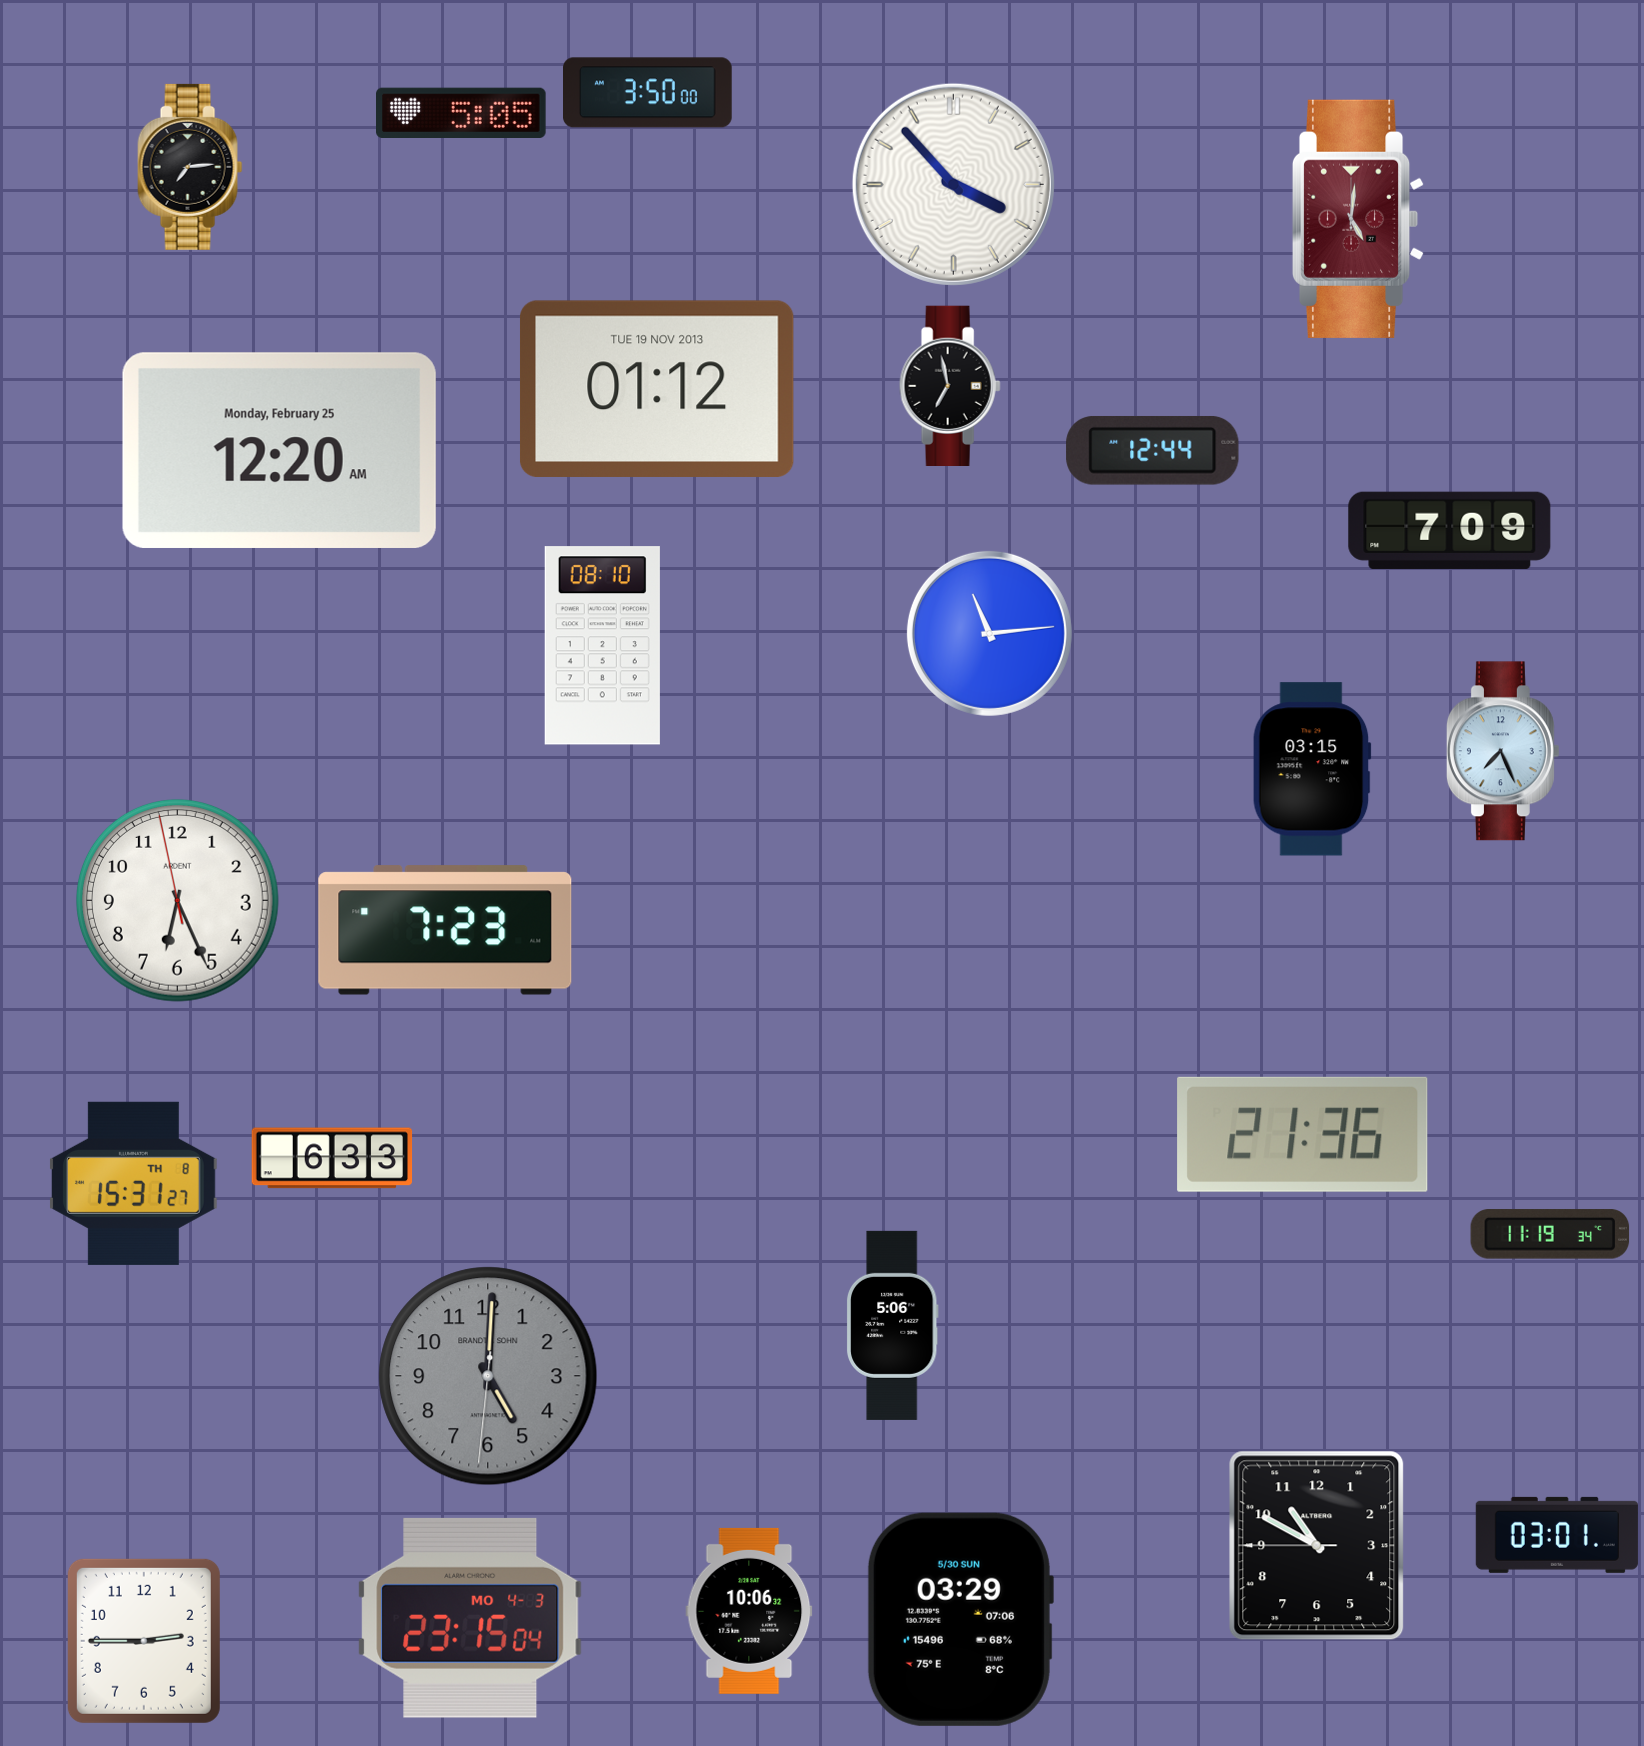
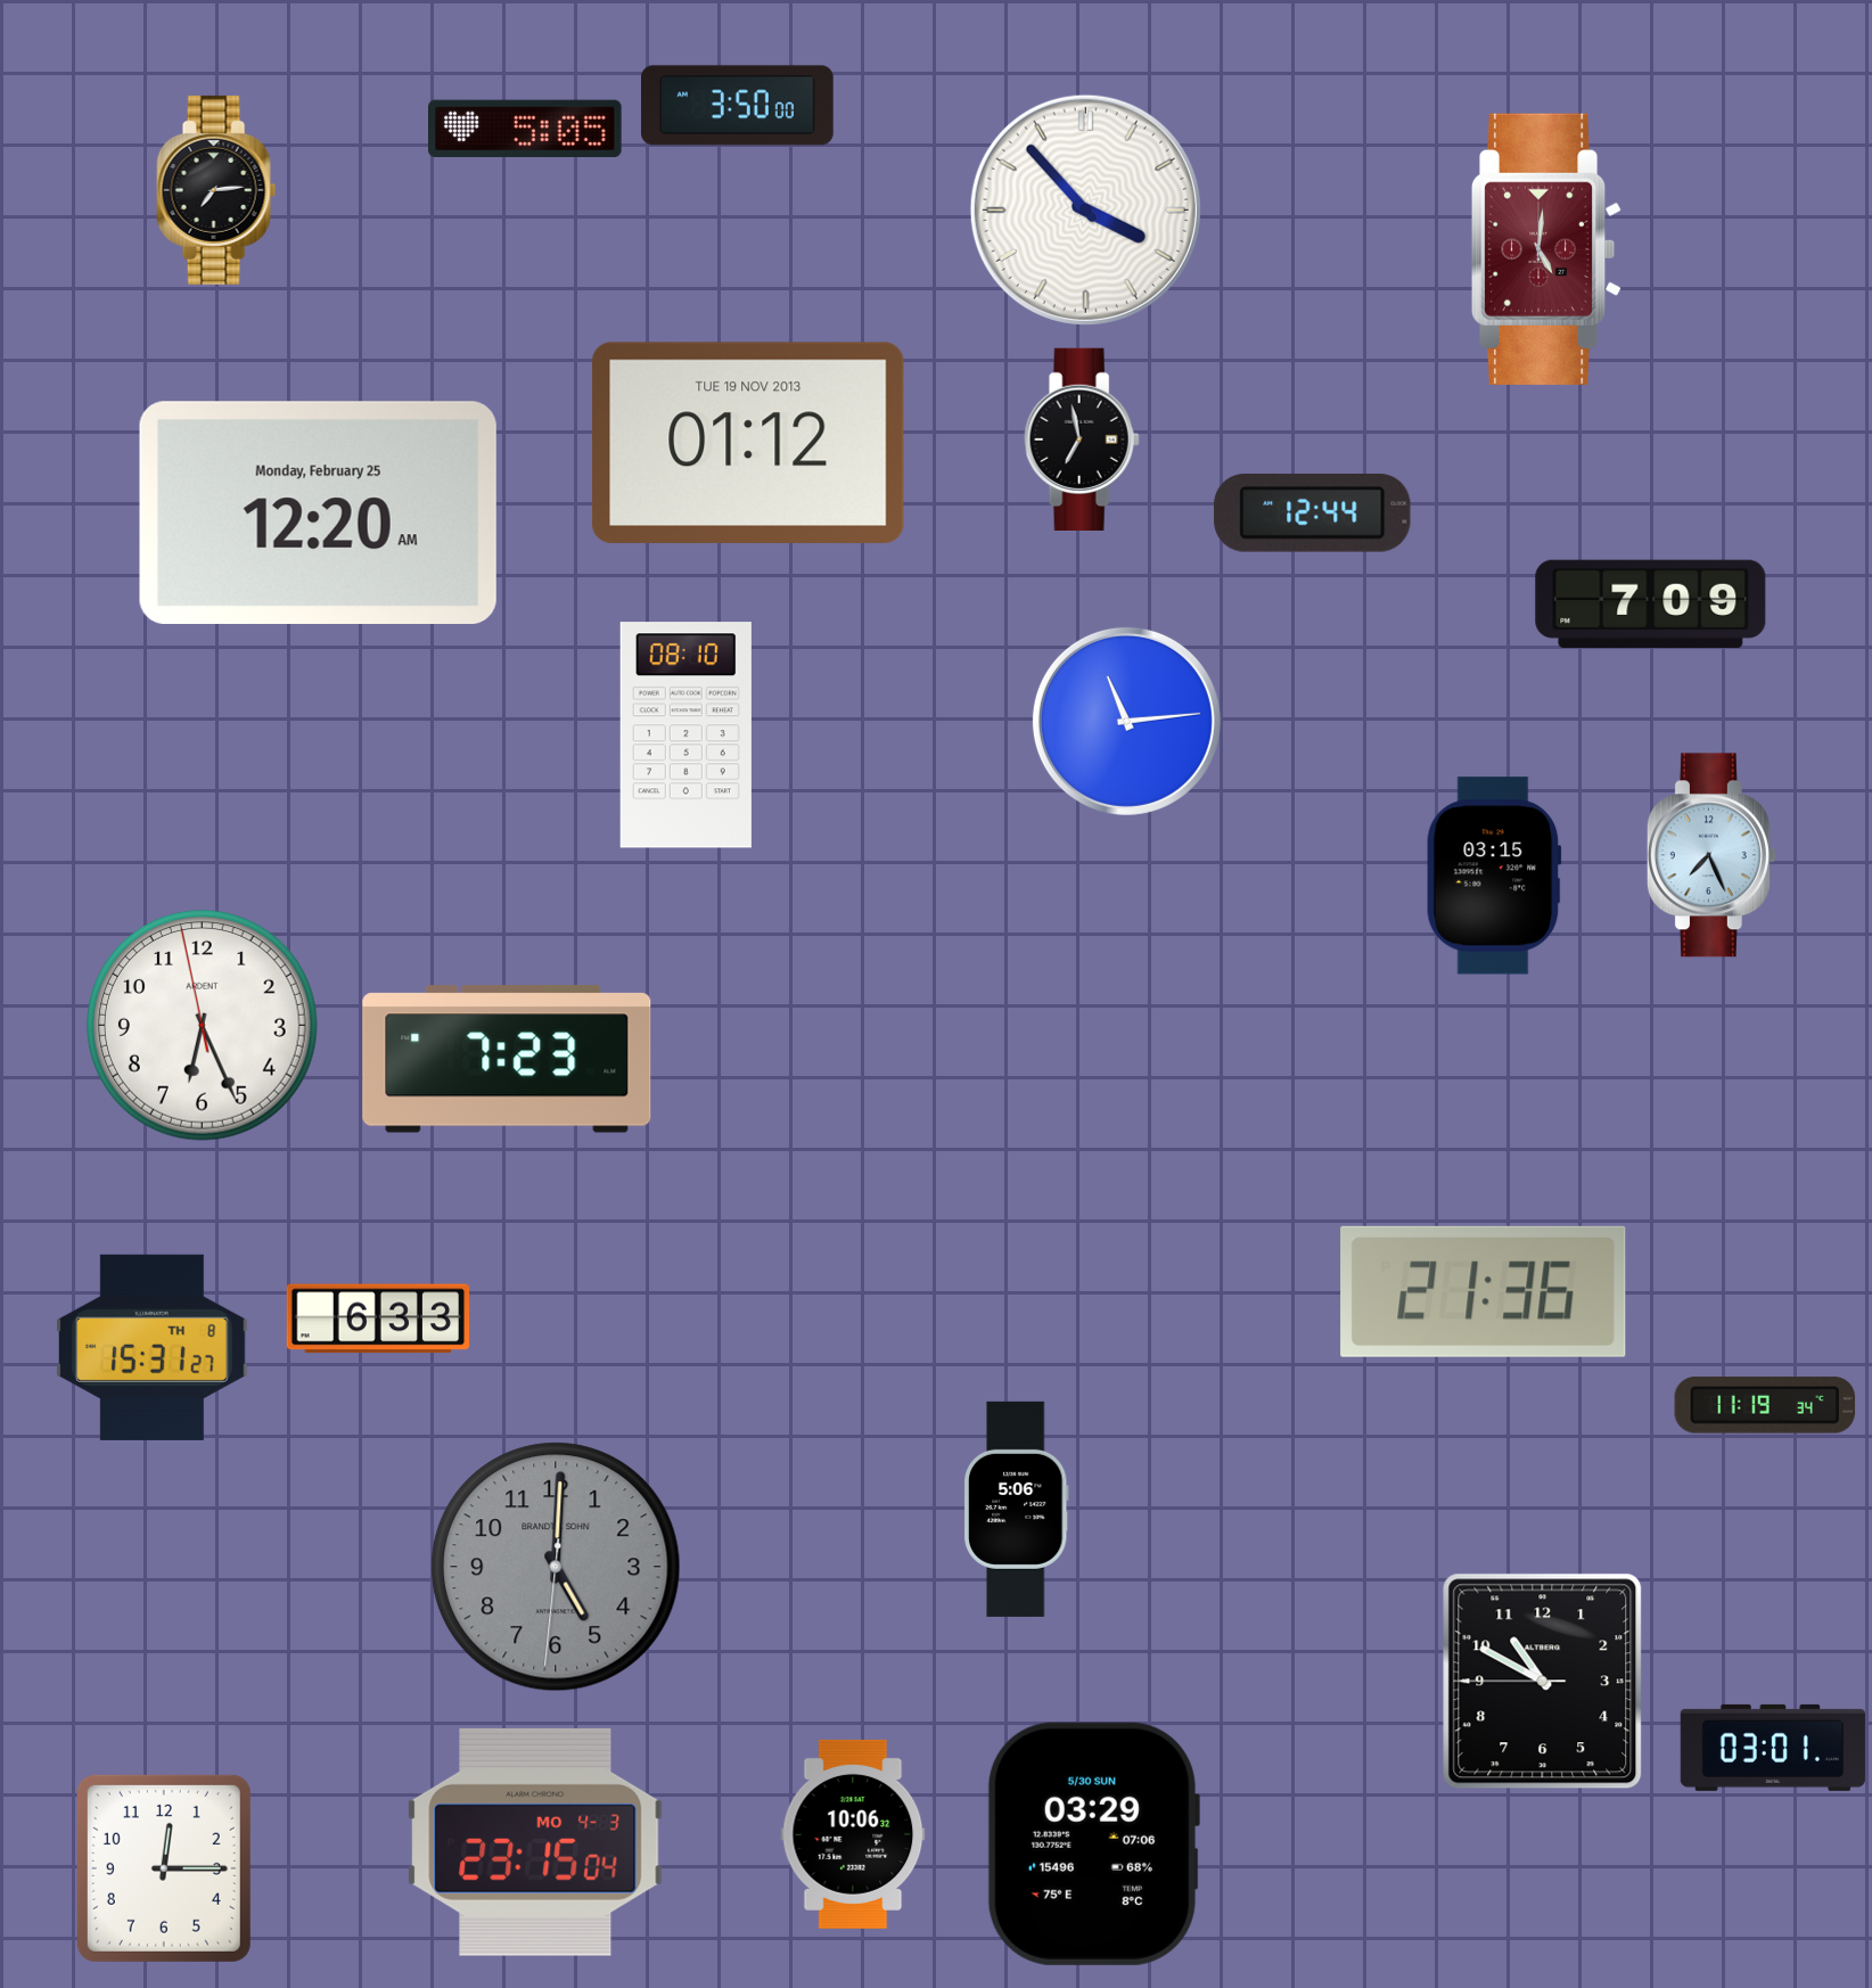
clock at (1317, 1546) position: (1317, 1546) -> (1543, 1682)
clock at (144, 1641): 2:45 -> 12:15
